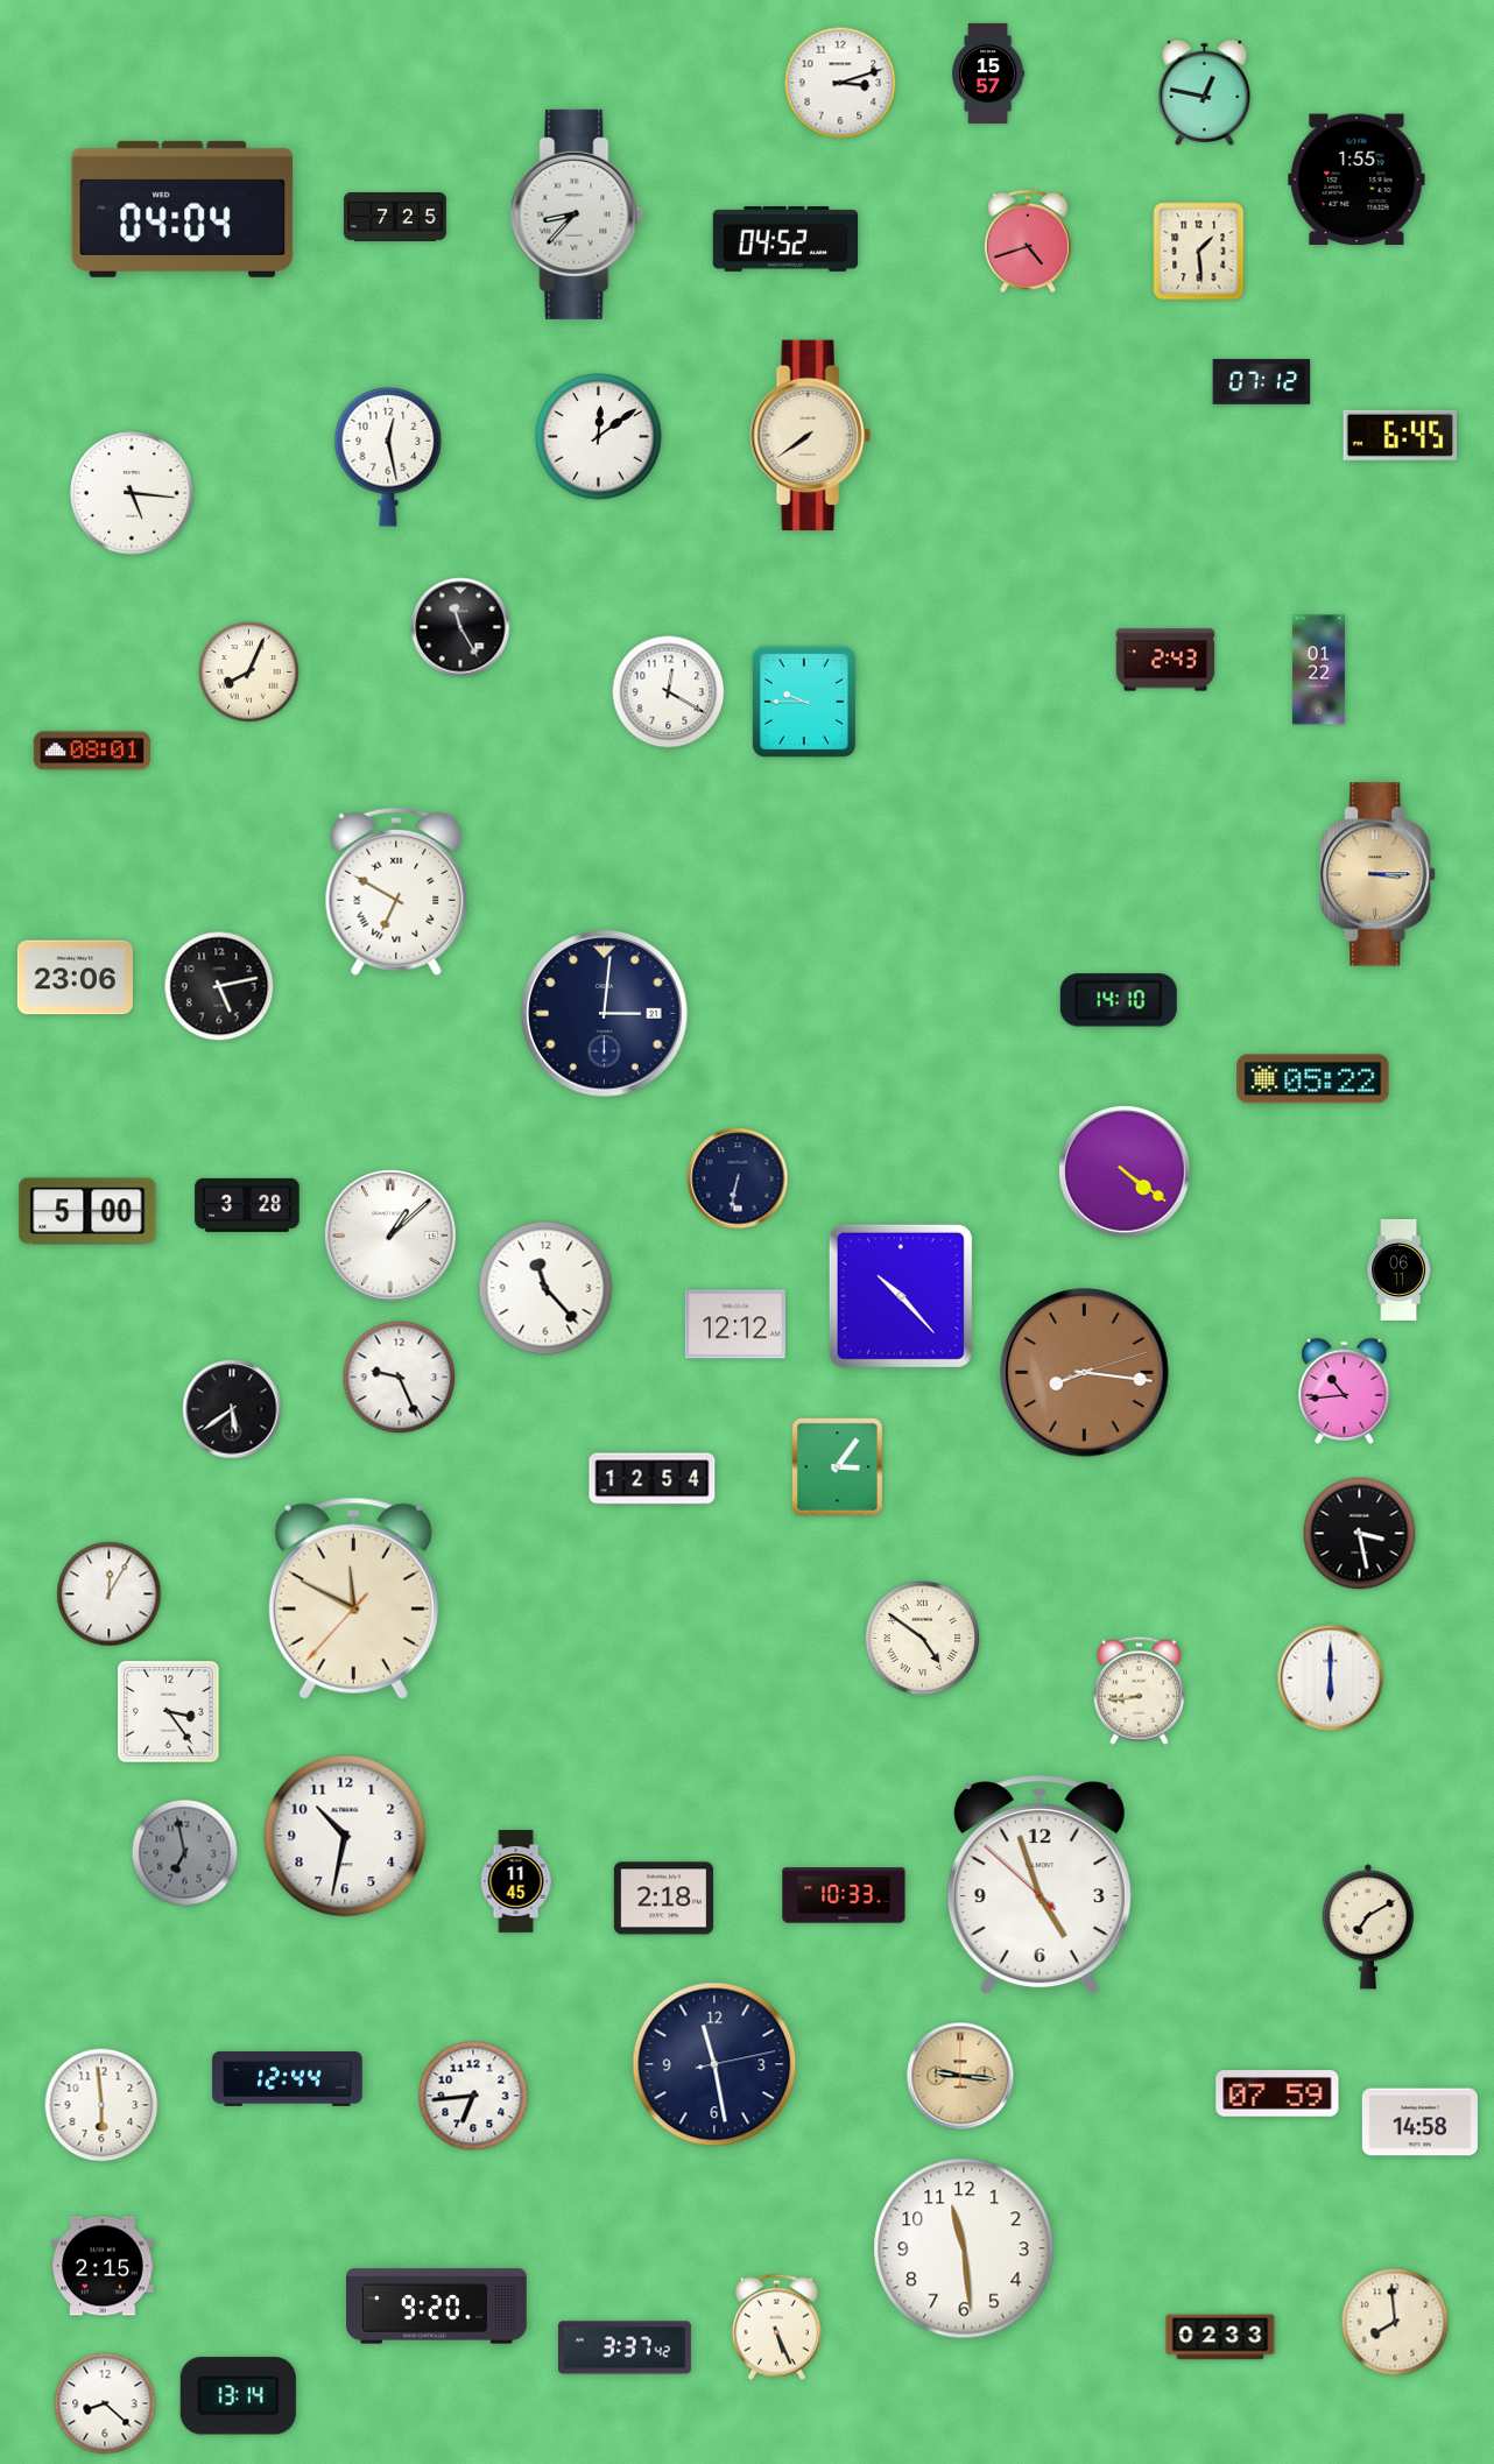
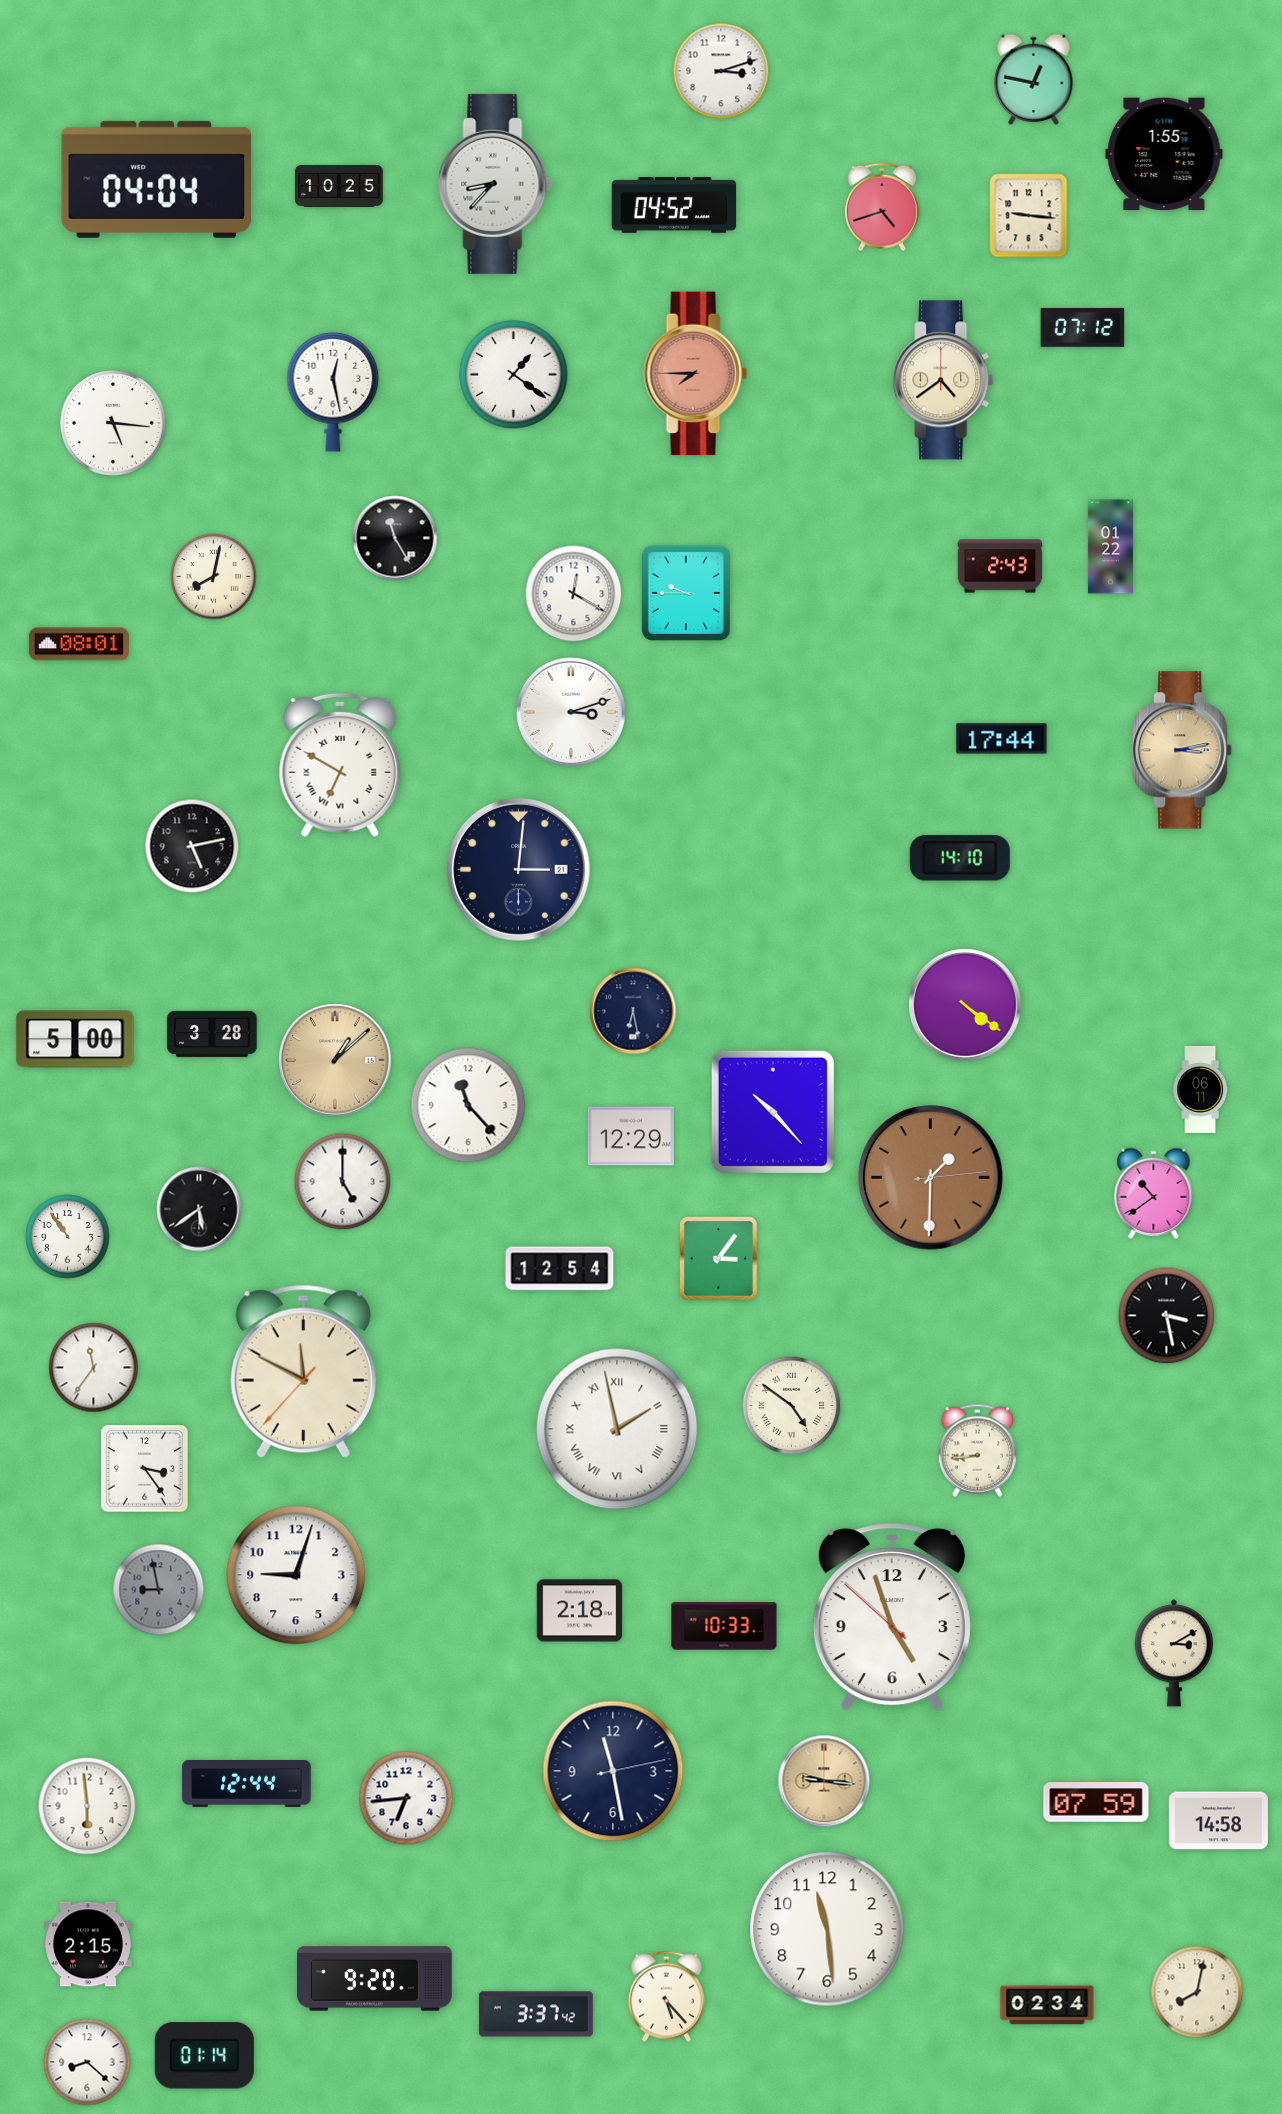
clock at (988, 73): 15:57 -> none
clock at (395, 218): 7:25 -> 10:25
clock at (1199, 252): 1:29 -> 9:16
clock at (1401, 435): 6:45 -> none
clock at (810, 436): 7:39 -> 7:45
clock at (810, 436) dial: cream -> salmon
clock at (599, 437): 12:09 -> 1:21
clock at (943, 380): none -> 4:39
clock at (1318, 670) position: (1318, 670) -> (1110, 547)
clock at (249, 673): 8:04 -> 8:02
clock at (804, 702) position: (804, 702) -> (686, 593)
clock at (571, 712): none -> 3:12
clock at (1002, 739): none -> 17:44
clock at (1379, 874): 3:15 -> 3:13
clock at (75, 978): 23:06 -> none
clock at (219, 986) position: (219, 986) -> (192, 846)
clock at (1313, 1079): 05:22 -> none
clock at (738, 1178): 6:32 -> 6:28
clock at (390, 1235) dial: white -> champagne
clock at (735, 1324): 12:12 -> 12:29
clock at (1085, 1373): 8:16 -> 1:30
clock at (400, 1378): 9:26 -> 5:00
clock at (1345, 1391): 10:44 -> 10:39
clock at (68, 1237): none -> 10:54
clock at (110, 1594): 12:05 -> 11:36
clock at (617, 1429): none -> 1:58
clock at (1331, 1678): 6:00 -> none
clock at (345, 1836): 10:32 -> 9:03
clock at (185, 1853): 6:58 -> 8:58
clock at (516, 1881): 11:45 -> none
clock at (663, 1899) position: (663, 1899) -> (579, 1611)
clock at (1368, 1927): 7:10 -> 3:10
clock at (1277, 2095) position: (1277, 2095) -> (1096, 1803)
clock at (1395, 2322): 7:59 -> 8:02
clock at (776, 2326): 5:26 -> 5:23
clock at (1220, 2337): 02:33 -> 02:34
clock at (238, 2396): 13:14 -> 01:14
clock at (105, 2403) position: (105, 2403) -> (87, 2062)
